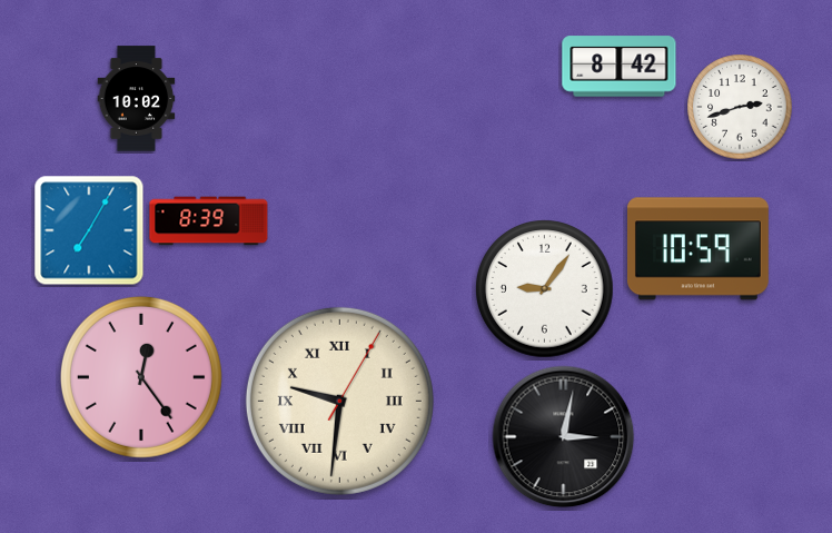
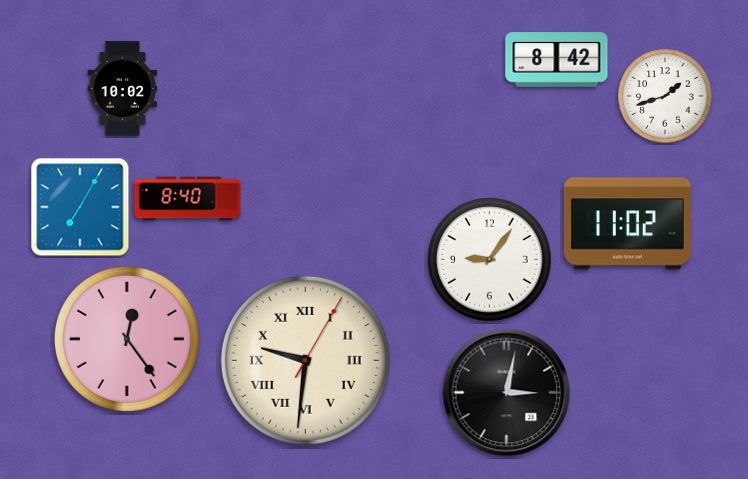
clock at (740, 107): 2:42 -> 1:42
clock at (209, 221): 8:39 -> 8:40
clock at (697, 249): 10:59 -> 11:02
